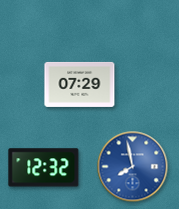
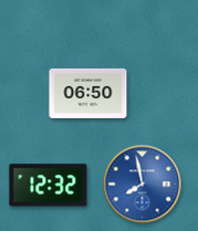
clock at (80, 84): 07:29 -> 06:50
clock at (133, 167) position: (133, 167) -> (143, 185)
